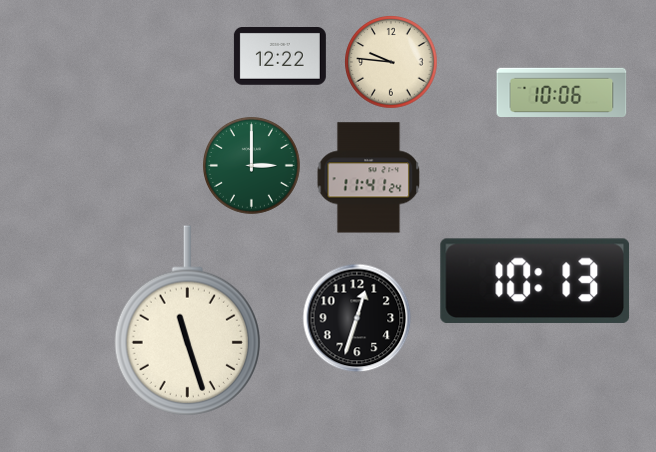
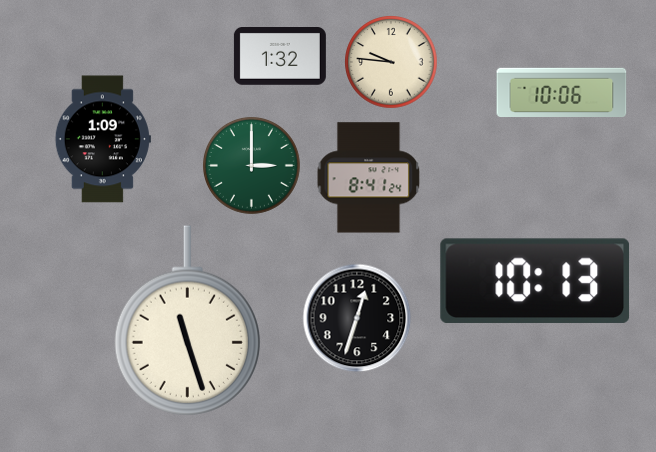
clock at (280, 57): 12:22 -> 1:32
clock at (103, 139): none -> 1:09
clock at (369, 178): 11:41 -> 8:41
